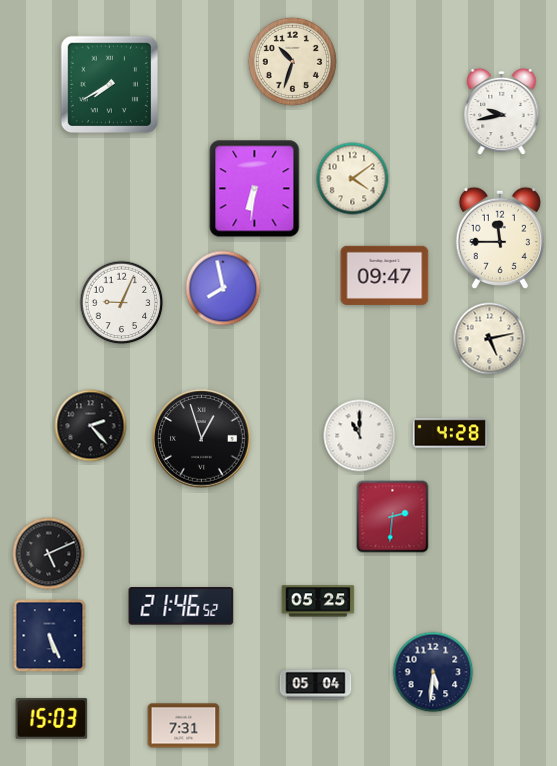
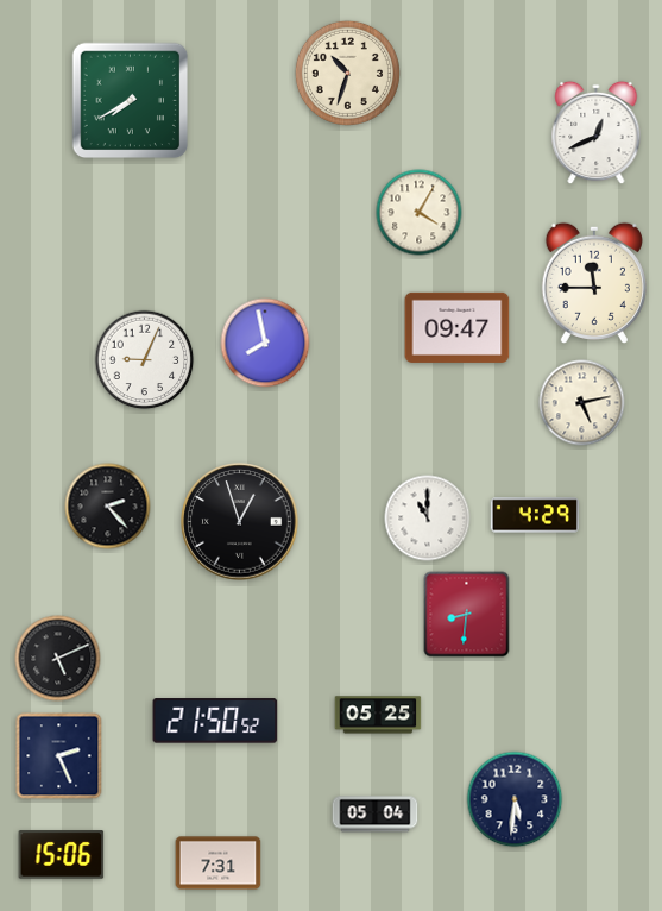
clock at (502, 112): 9:43 -> 12:41
clock at (353, 179): 4:09 -> 4:05
clock at (255, 189): 6:31 -> none
clock at (449, 433): 4:28 -> 4:29
clock at (393, 517): 2:31 -> 8:31
clock at (181, 606): 21:46 -> 21:50
clock at (50, 636): 5:26 -> 2:26
clock at (52, 719): 15:03 -> 15:06
